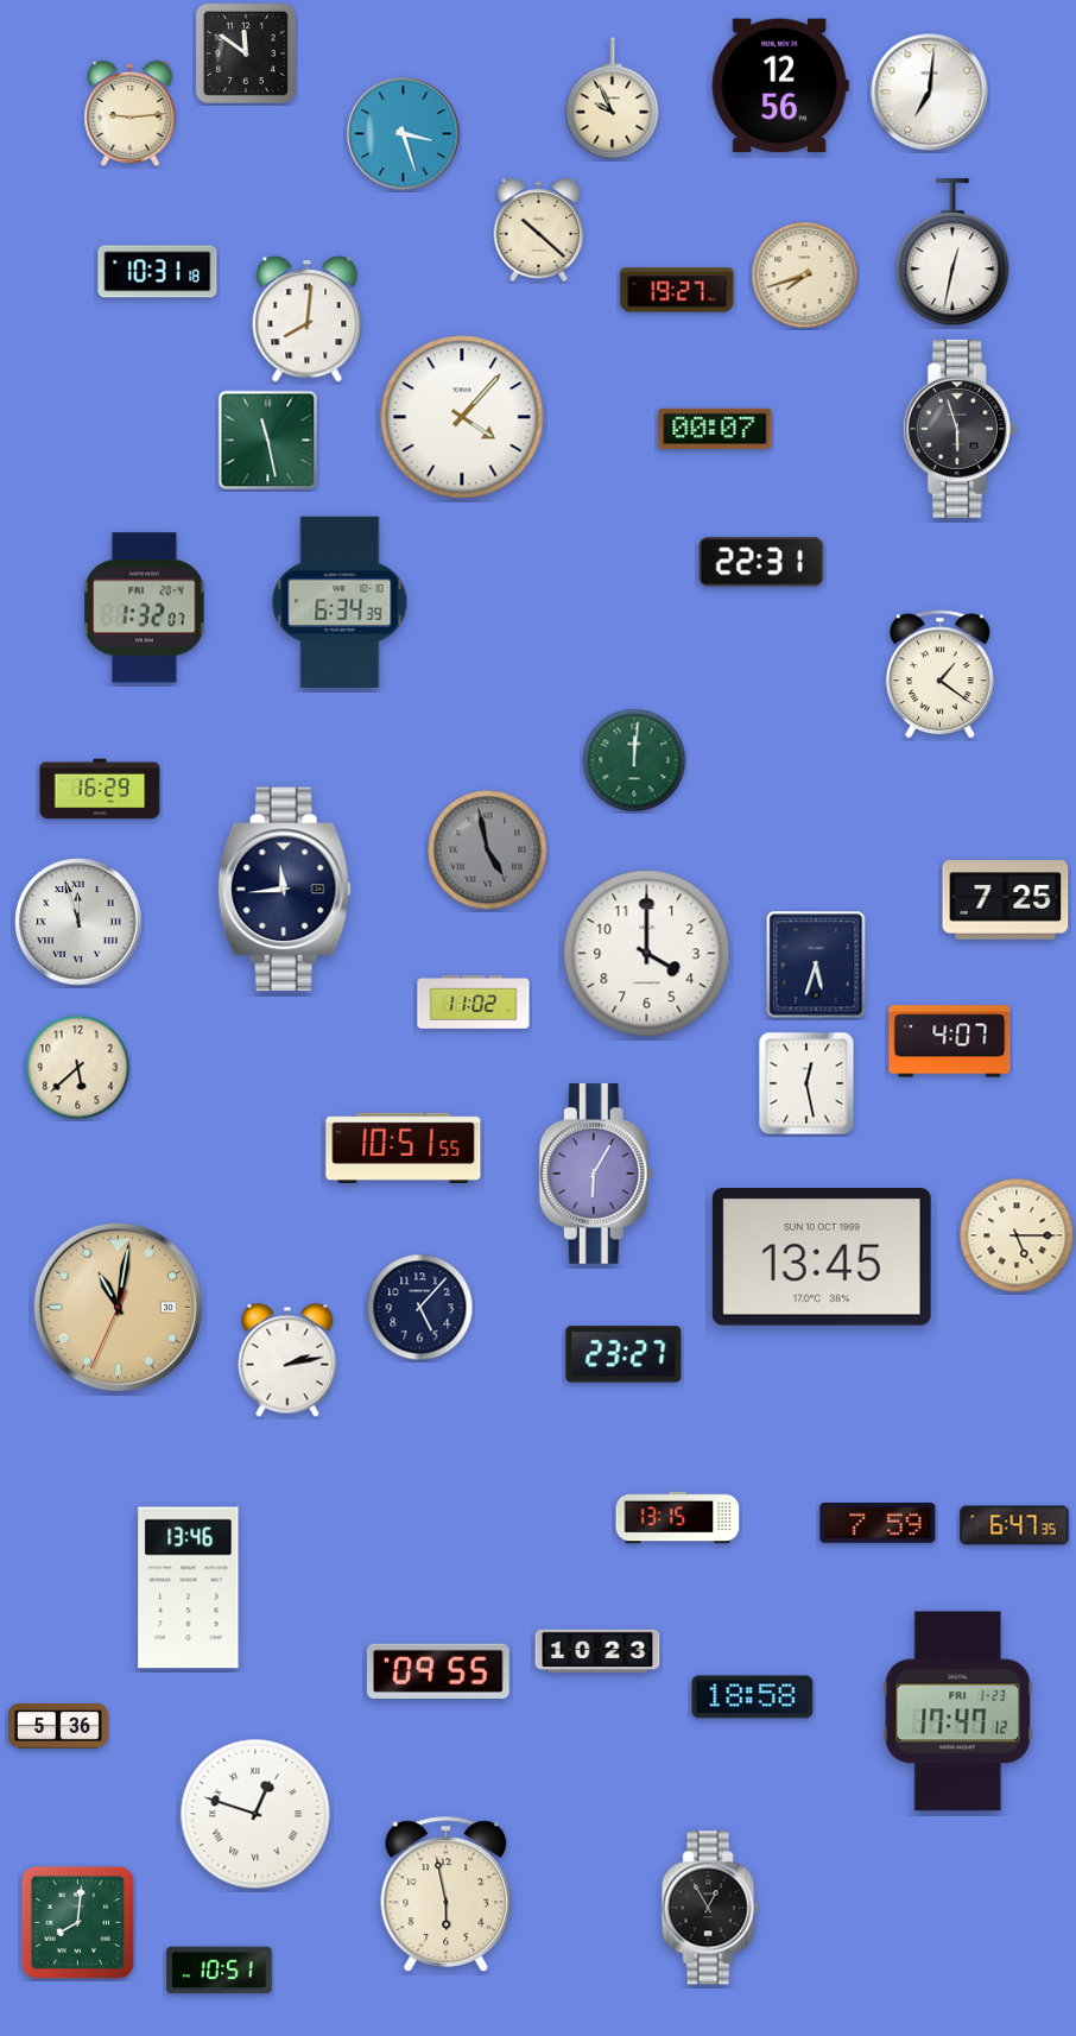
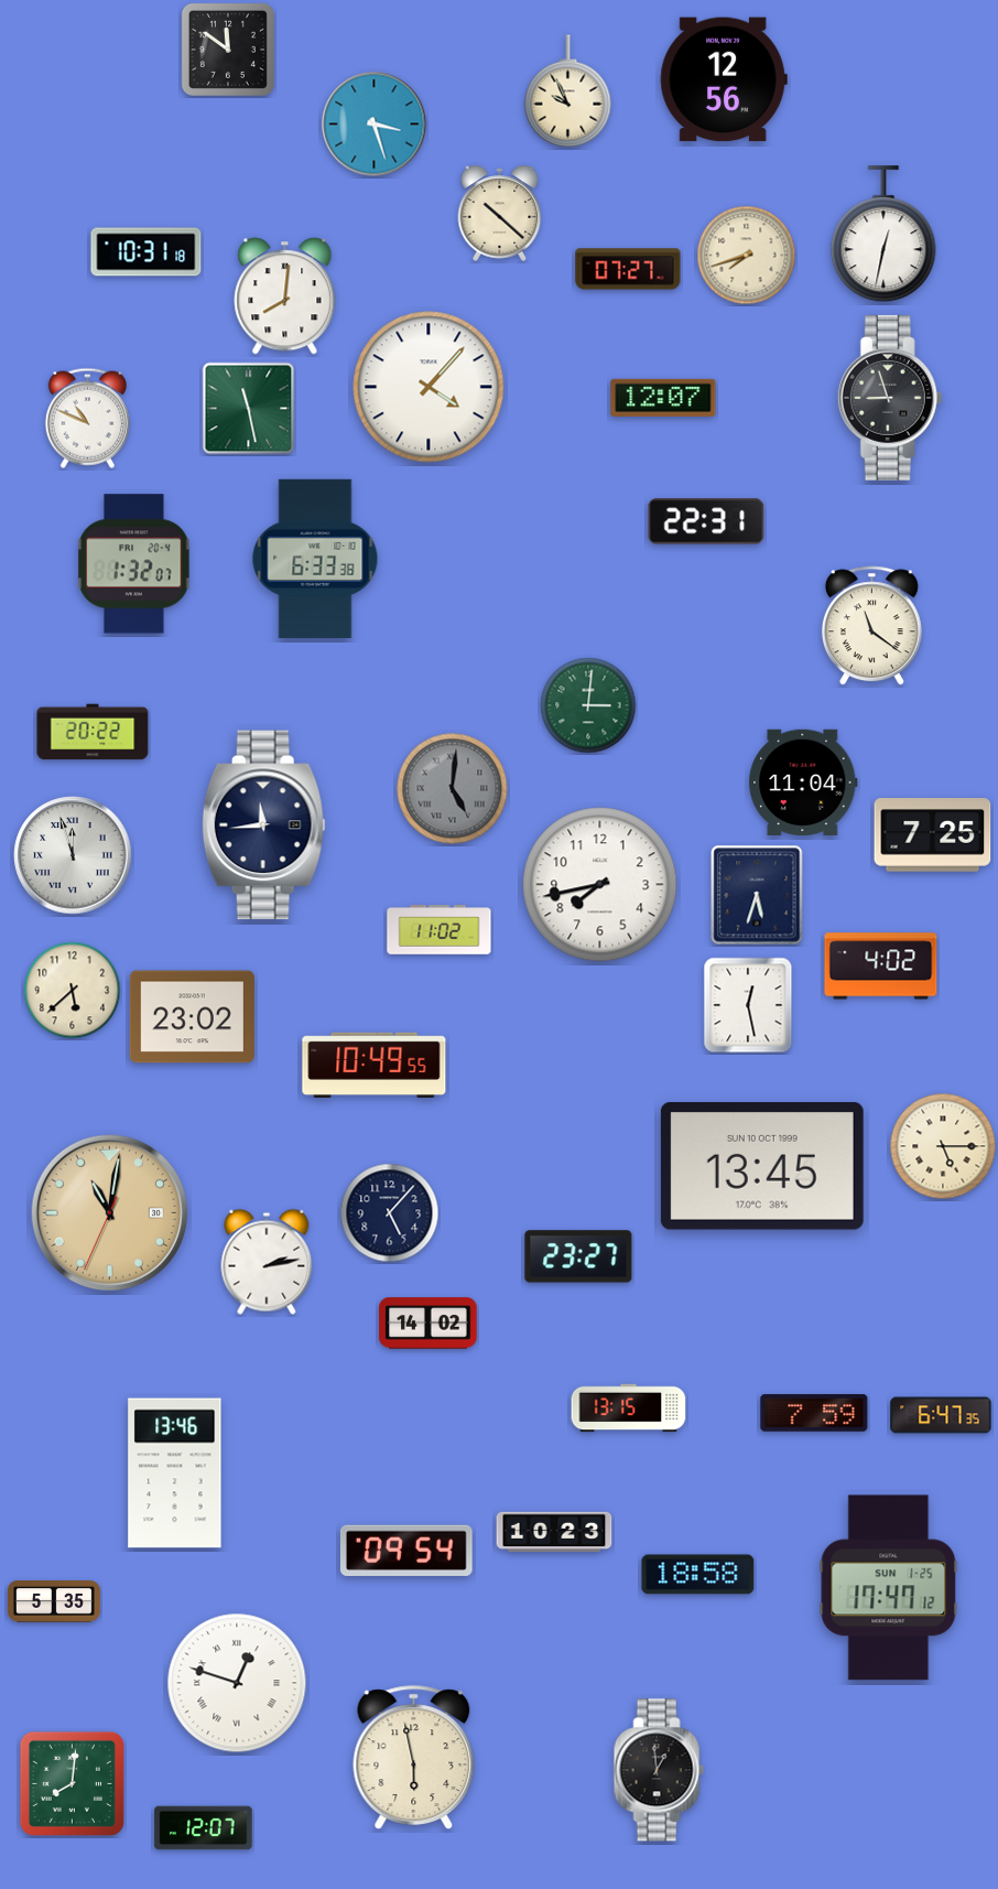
clock at (930, 93): 7:01 -> none
clock at (131, 113): 9:14 -> none
clock at (677, 290): 19:27 -> 07:27
clock at (715, 429): 00:07 -> 12:07
clock at (960, 429): 5:57 -> 8:57
clock at (87, 418): none -> 10:49
clock at (340, 602): 6:34 -> 6:33
clock at (939, 675): 1:21 -> 11:21
clock at (634, 760): 12:01 -> 3:01
clock at (100, 789): 16:29 -> 20:22
clock at (803, 782): none -> 11:04
clock at (488, 851): 4:58 -> 5:01
clock at (647, 954): 4:00 -> 7:43
clock at (950, 1042): 4:07 -> 4:02
clock at (192, 1017): none -> 23:02
clock at (404, 1147): 10:51 -> 10:49
clock at (596, 1175): 6:05 -> none
clock at (429, 1324): none -> 14:02
clock at (438, 1671): 09:55 -> 09:54
clock at (958, 1712) date: FRI 1-23 -> SUN 1-25
clock at (58, 1726): 5:36 -> 5:35
clock at (710, 1908): 12:55 -> 12:59
clock at (220, 1971): 10:51 -> 12:07
